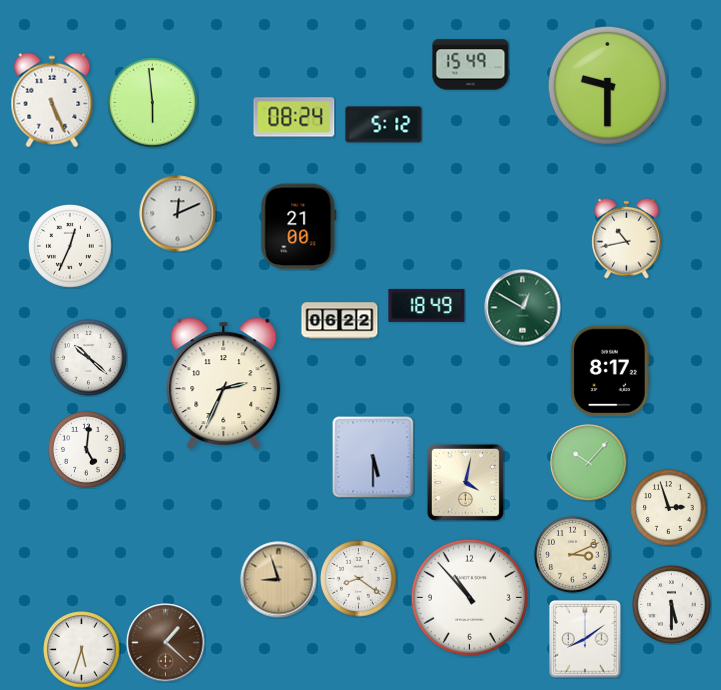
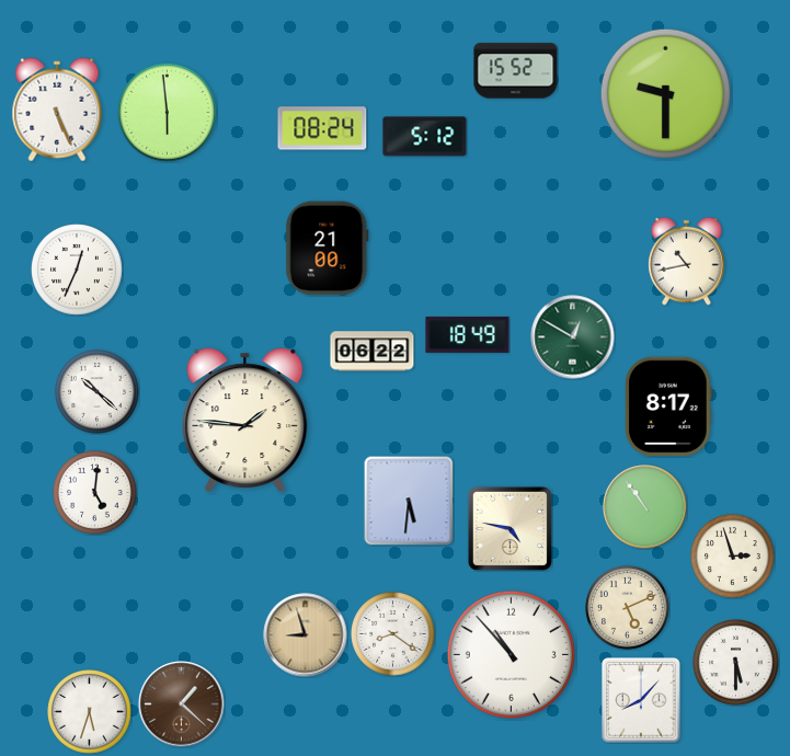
clock at (471, 65): 15:49 -> 15:52
clock at (384, 125) position: (384, 125) -> (425, 137)
clock at (178, 214): 12:11 -> none
clock at (224, 383): 2:34 -> 1:46
clock at (373, 457): 5:30 -> 5:31
clock at (589, 463): 10:07 -> 10:54
clock at (465, 482): 4:02 -> 4:47
clock at (573, 555): 3:11 -> 5:11
clock at (469, 597) position: (469, 597) -> (511, 654)
clock at (585, 639): 8:09 -> 8:07
